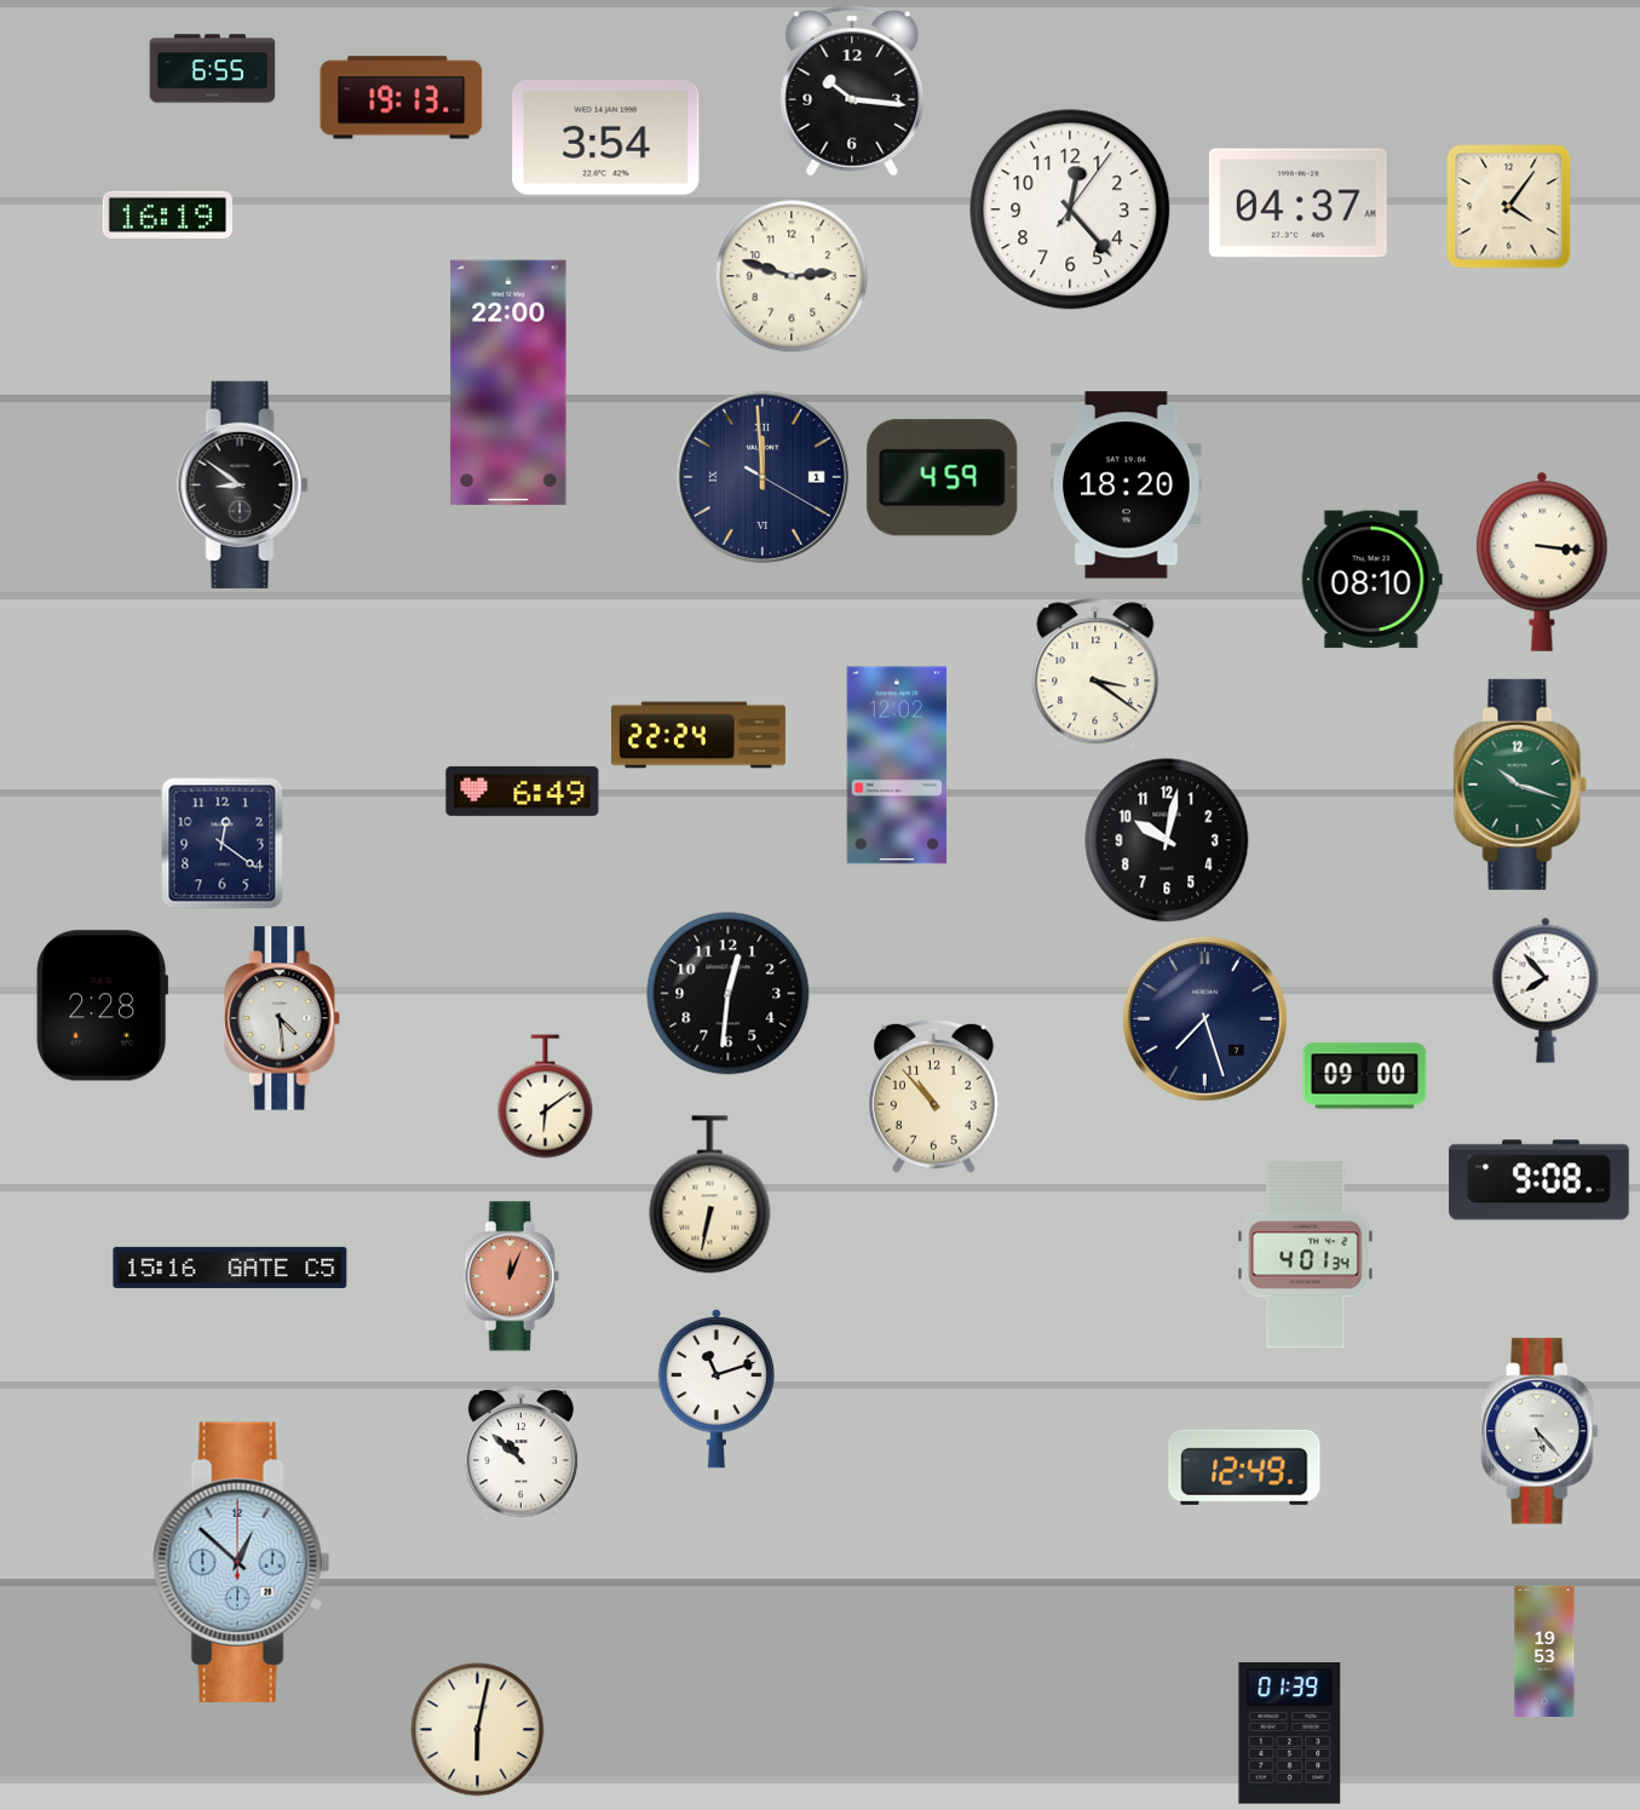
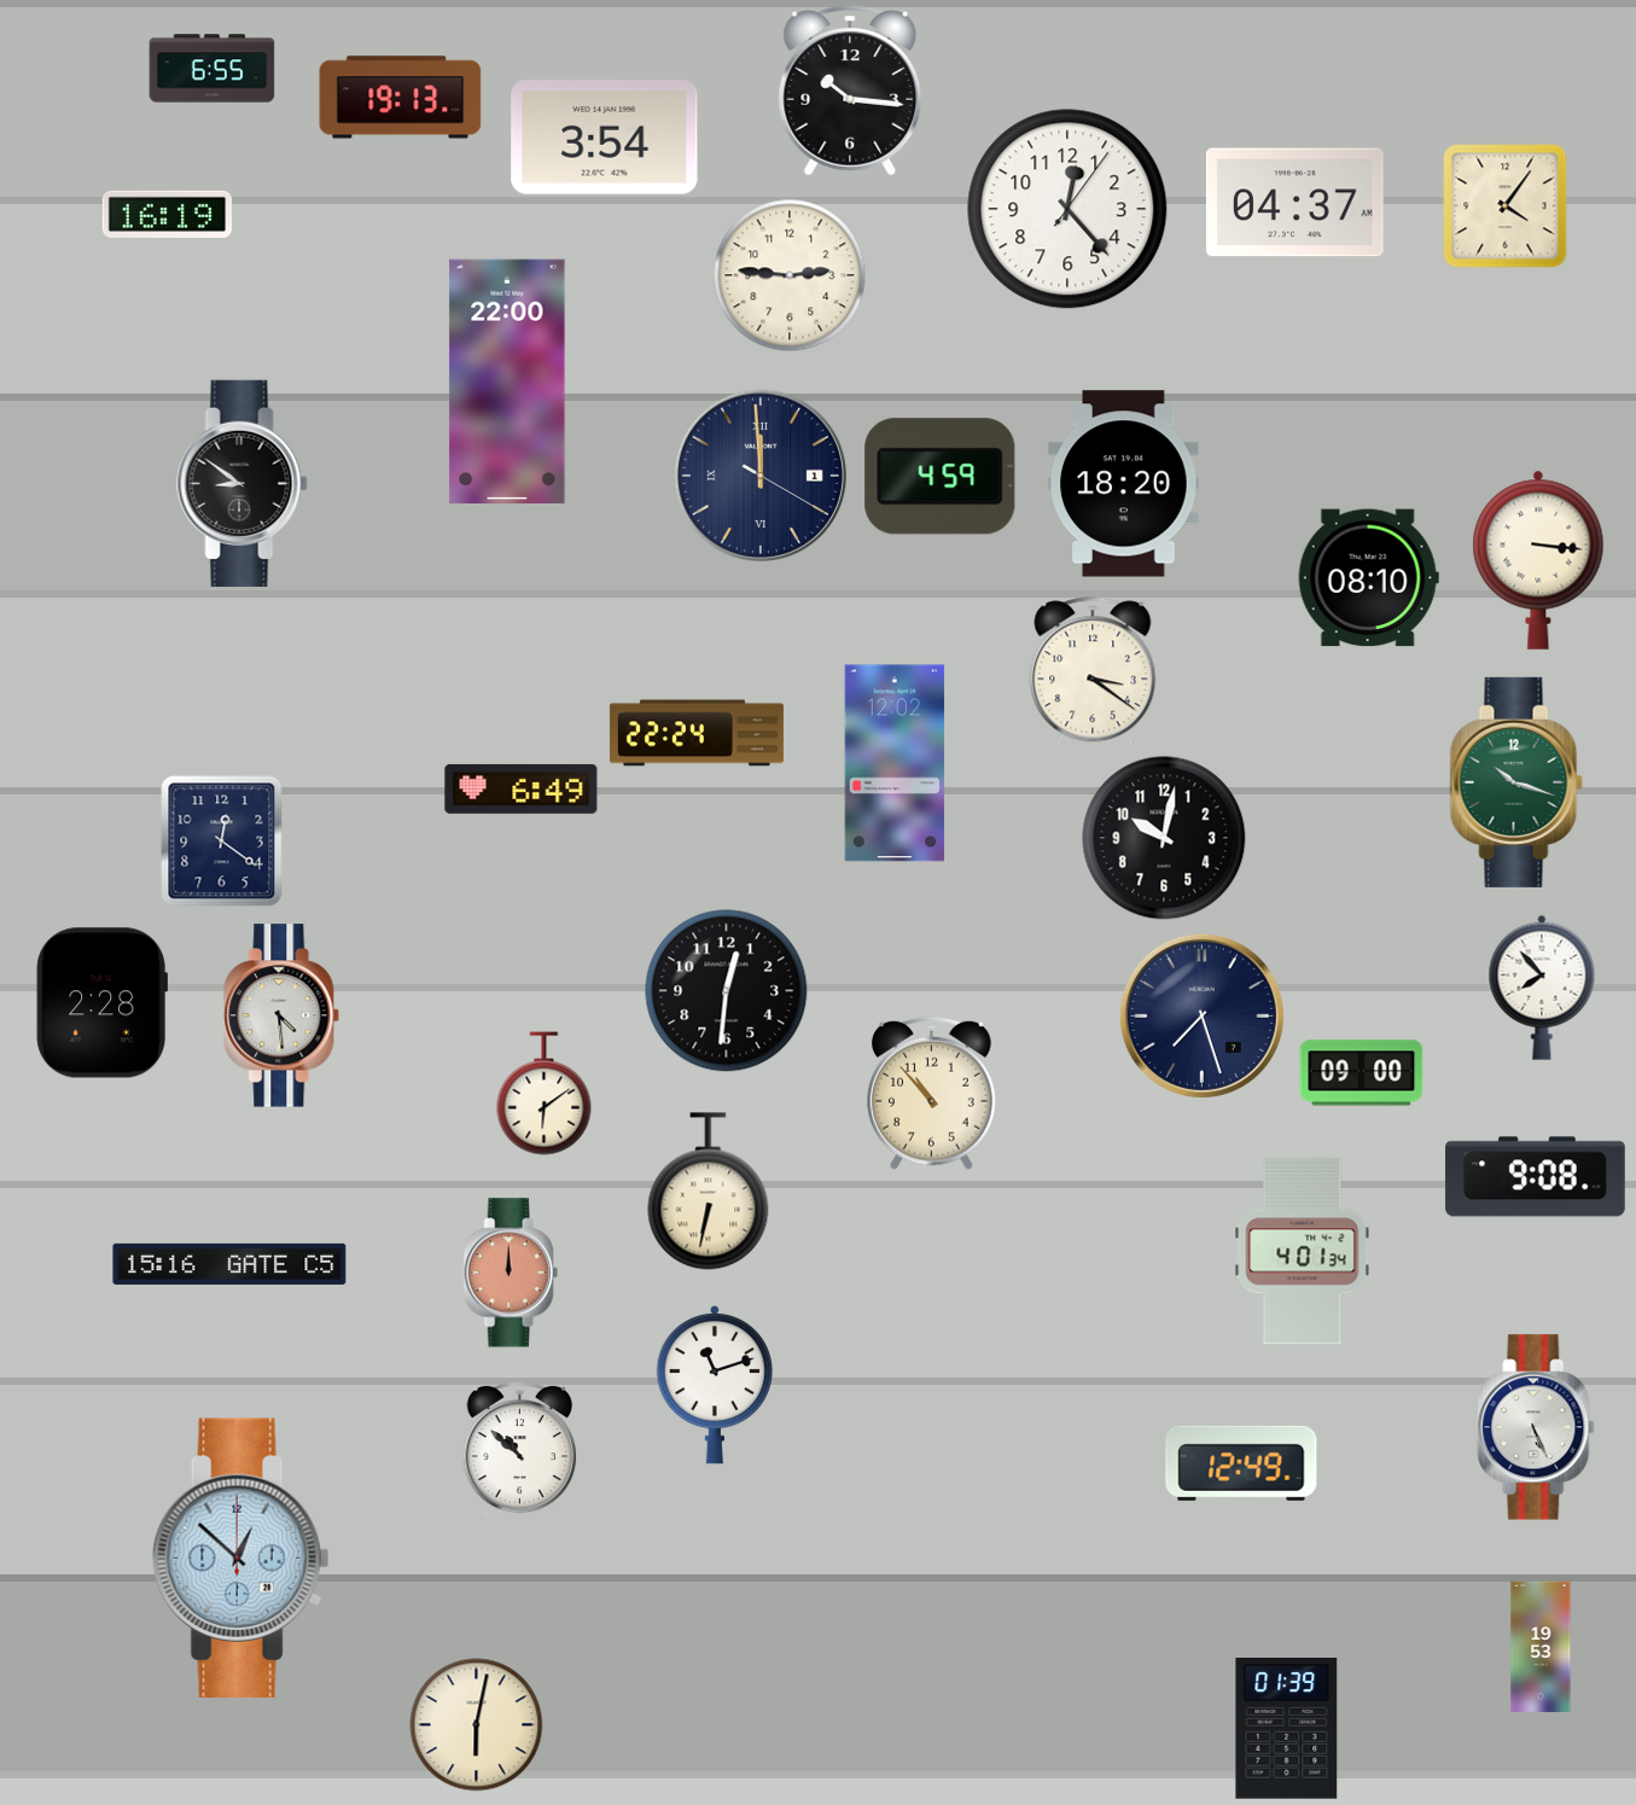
clock at (792, 276): 2:48 -> 2:46
clock at (512, 1276): 12:04 -> 12:00
clock at (1540, 1431): 5:23 -> 5:26
